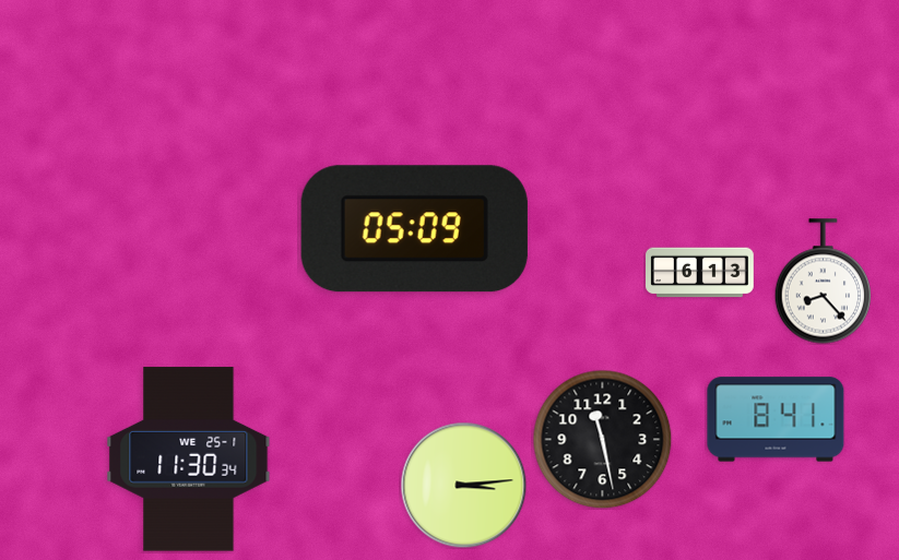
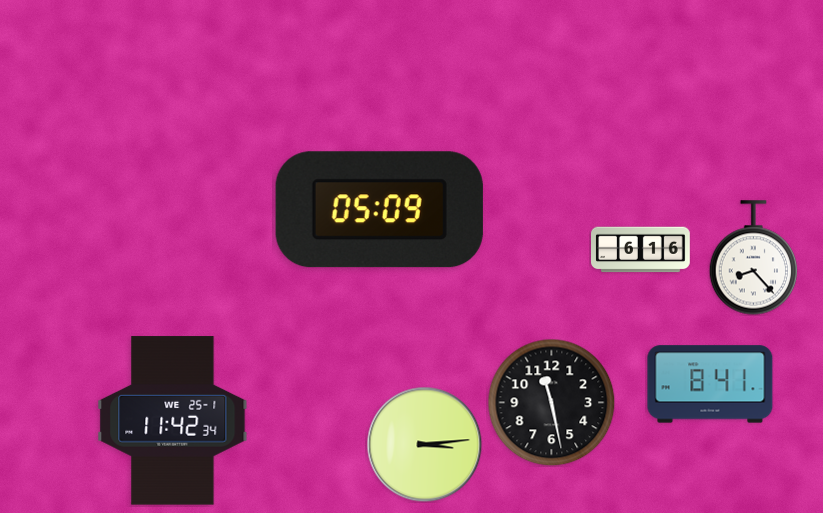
clock at (700, 273): 6:13 -> 6:16
clock at (189, 460): 11:30 -> 11:42
